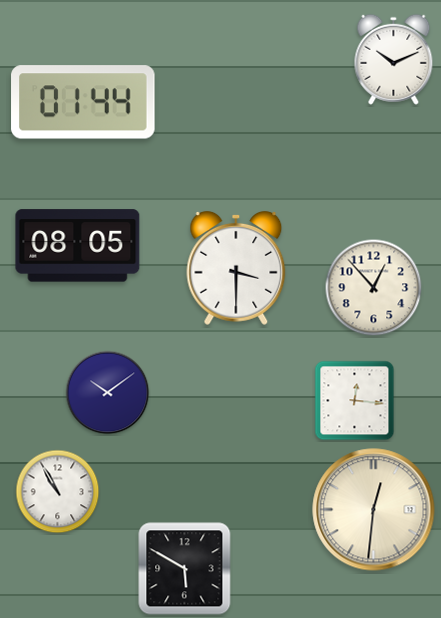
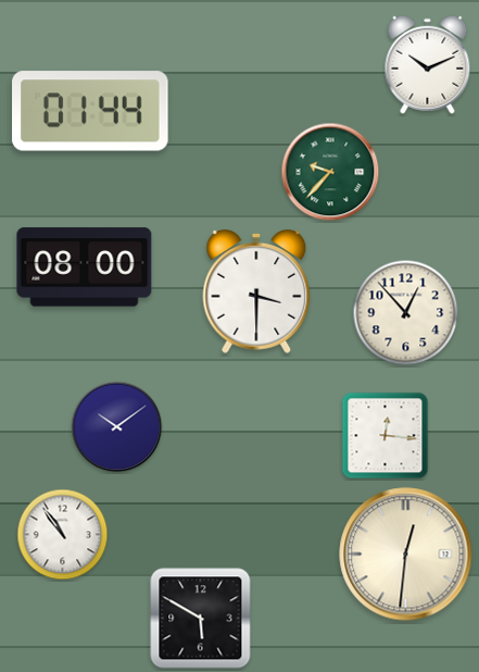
clock at (330, 172): none -> 9:37
clock at (78, 246): 08:05 -> 08:00
clock at (58, 492): 10:55 -> 10:54
